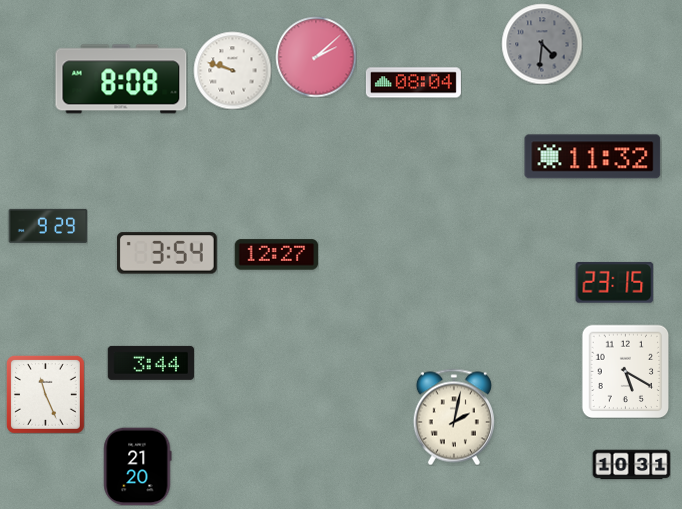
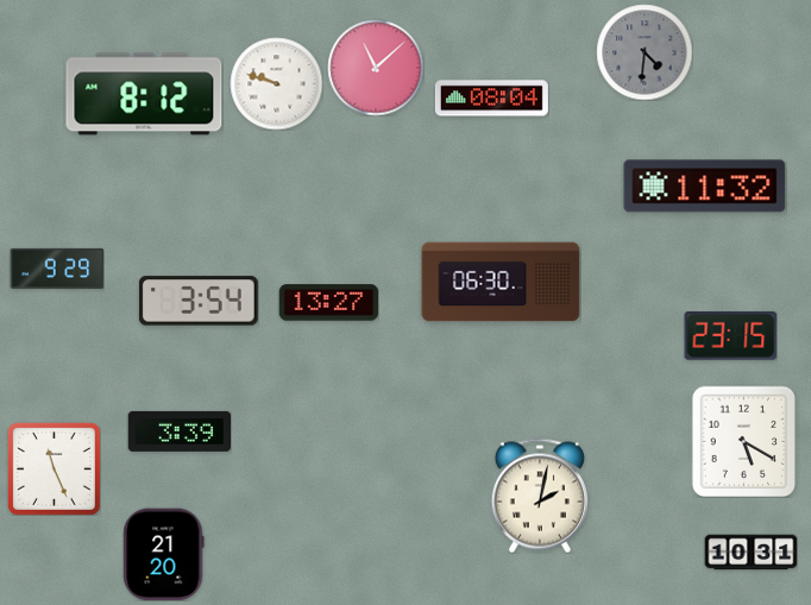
clock at (316, 57): 2:08 -> 11:08
clock at (121, 79): 8:08 -> 8:12
clock at (501, 282): none -> 06:30
clock at (276, 255): 12:27 -> 13:27
clock at (150, 363): 3:44 -> 3:39
